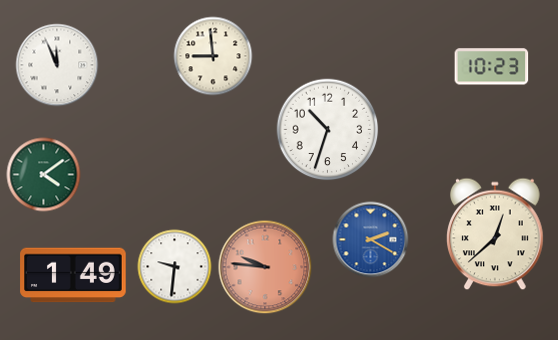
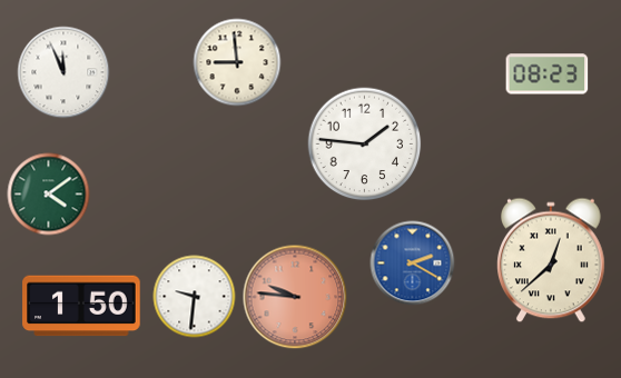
clock at (492, 67): 10:23 -> 08:23
clock at (328, 130): 10:33 -> 1:46
clock at (371, 240) position: (371, 240) -> (413, 263)
clock at (73, 275): 1:49 -> 1:50
